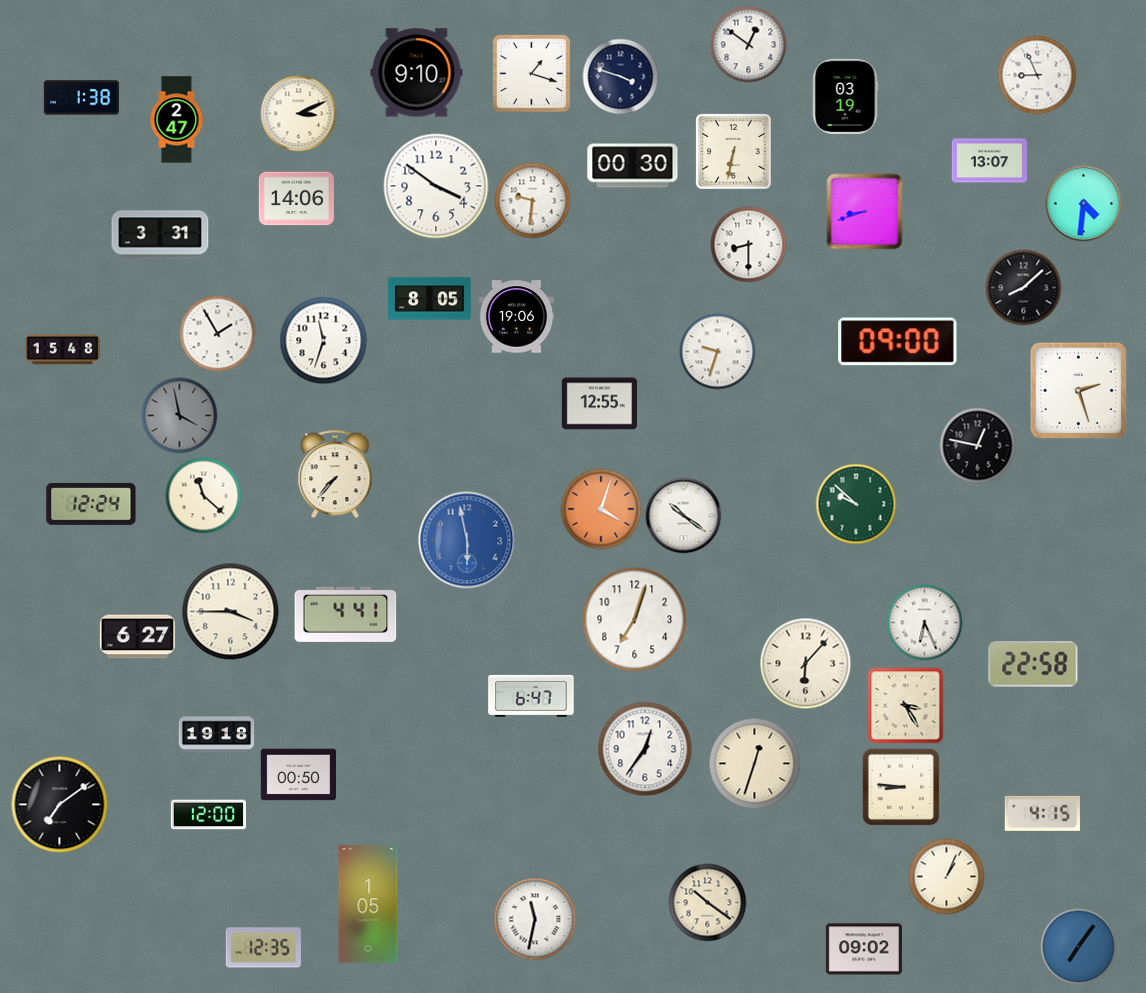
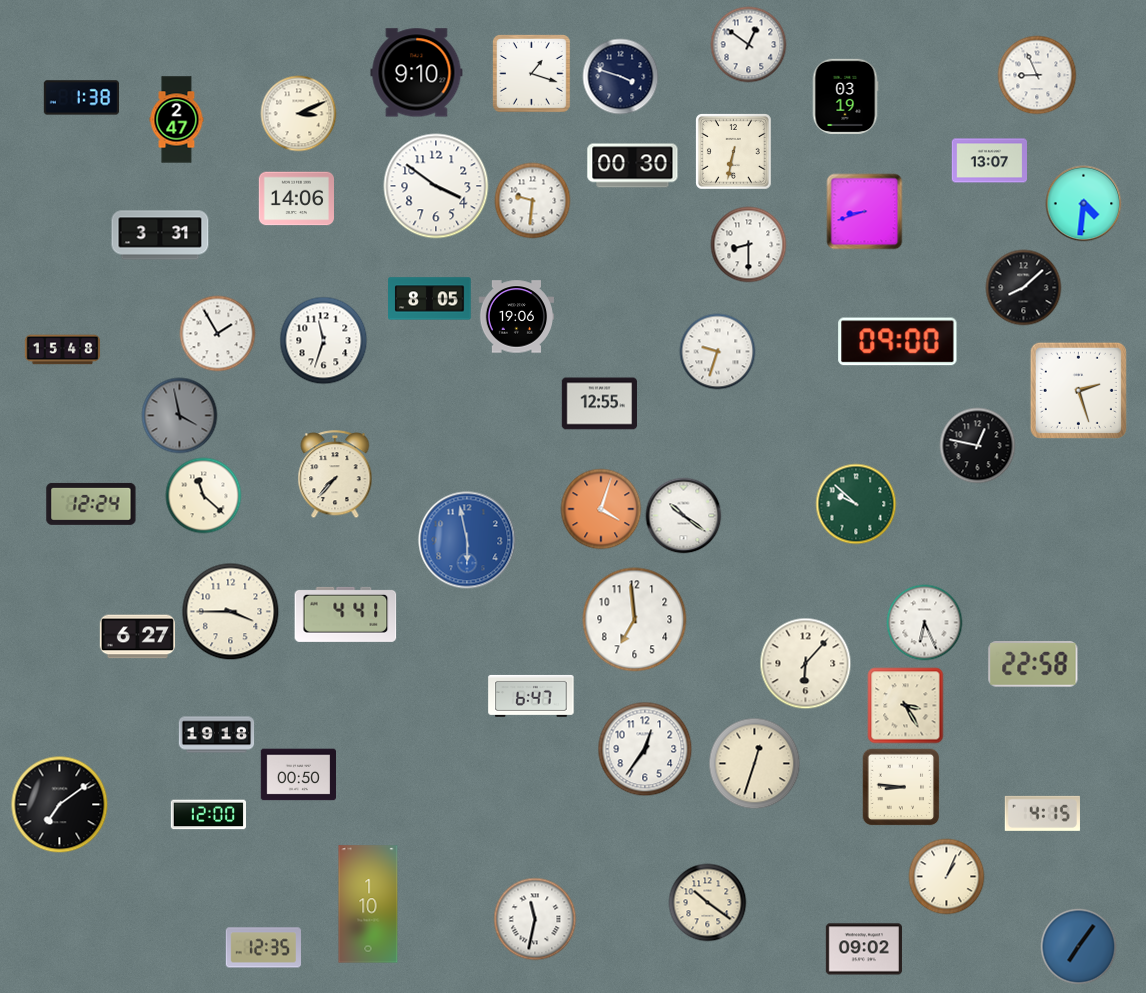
clock at (635, 620): 7:03 -> 6:59
clock at (368, 904): 1:05 -> 1:10
